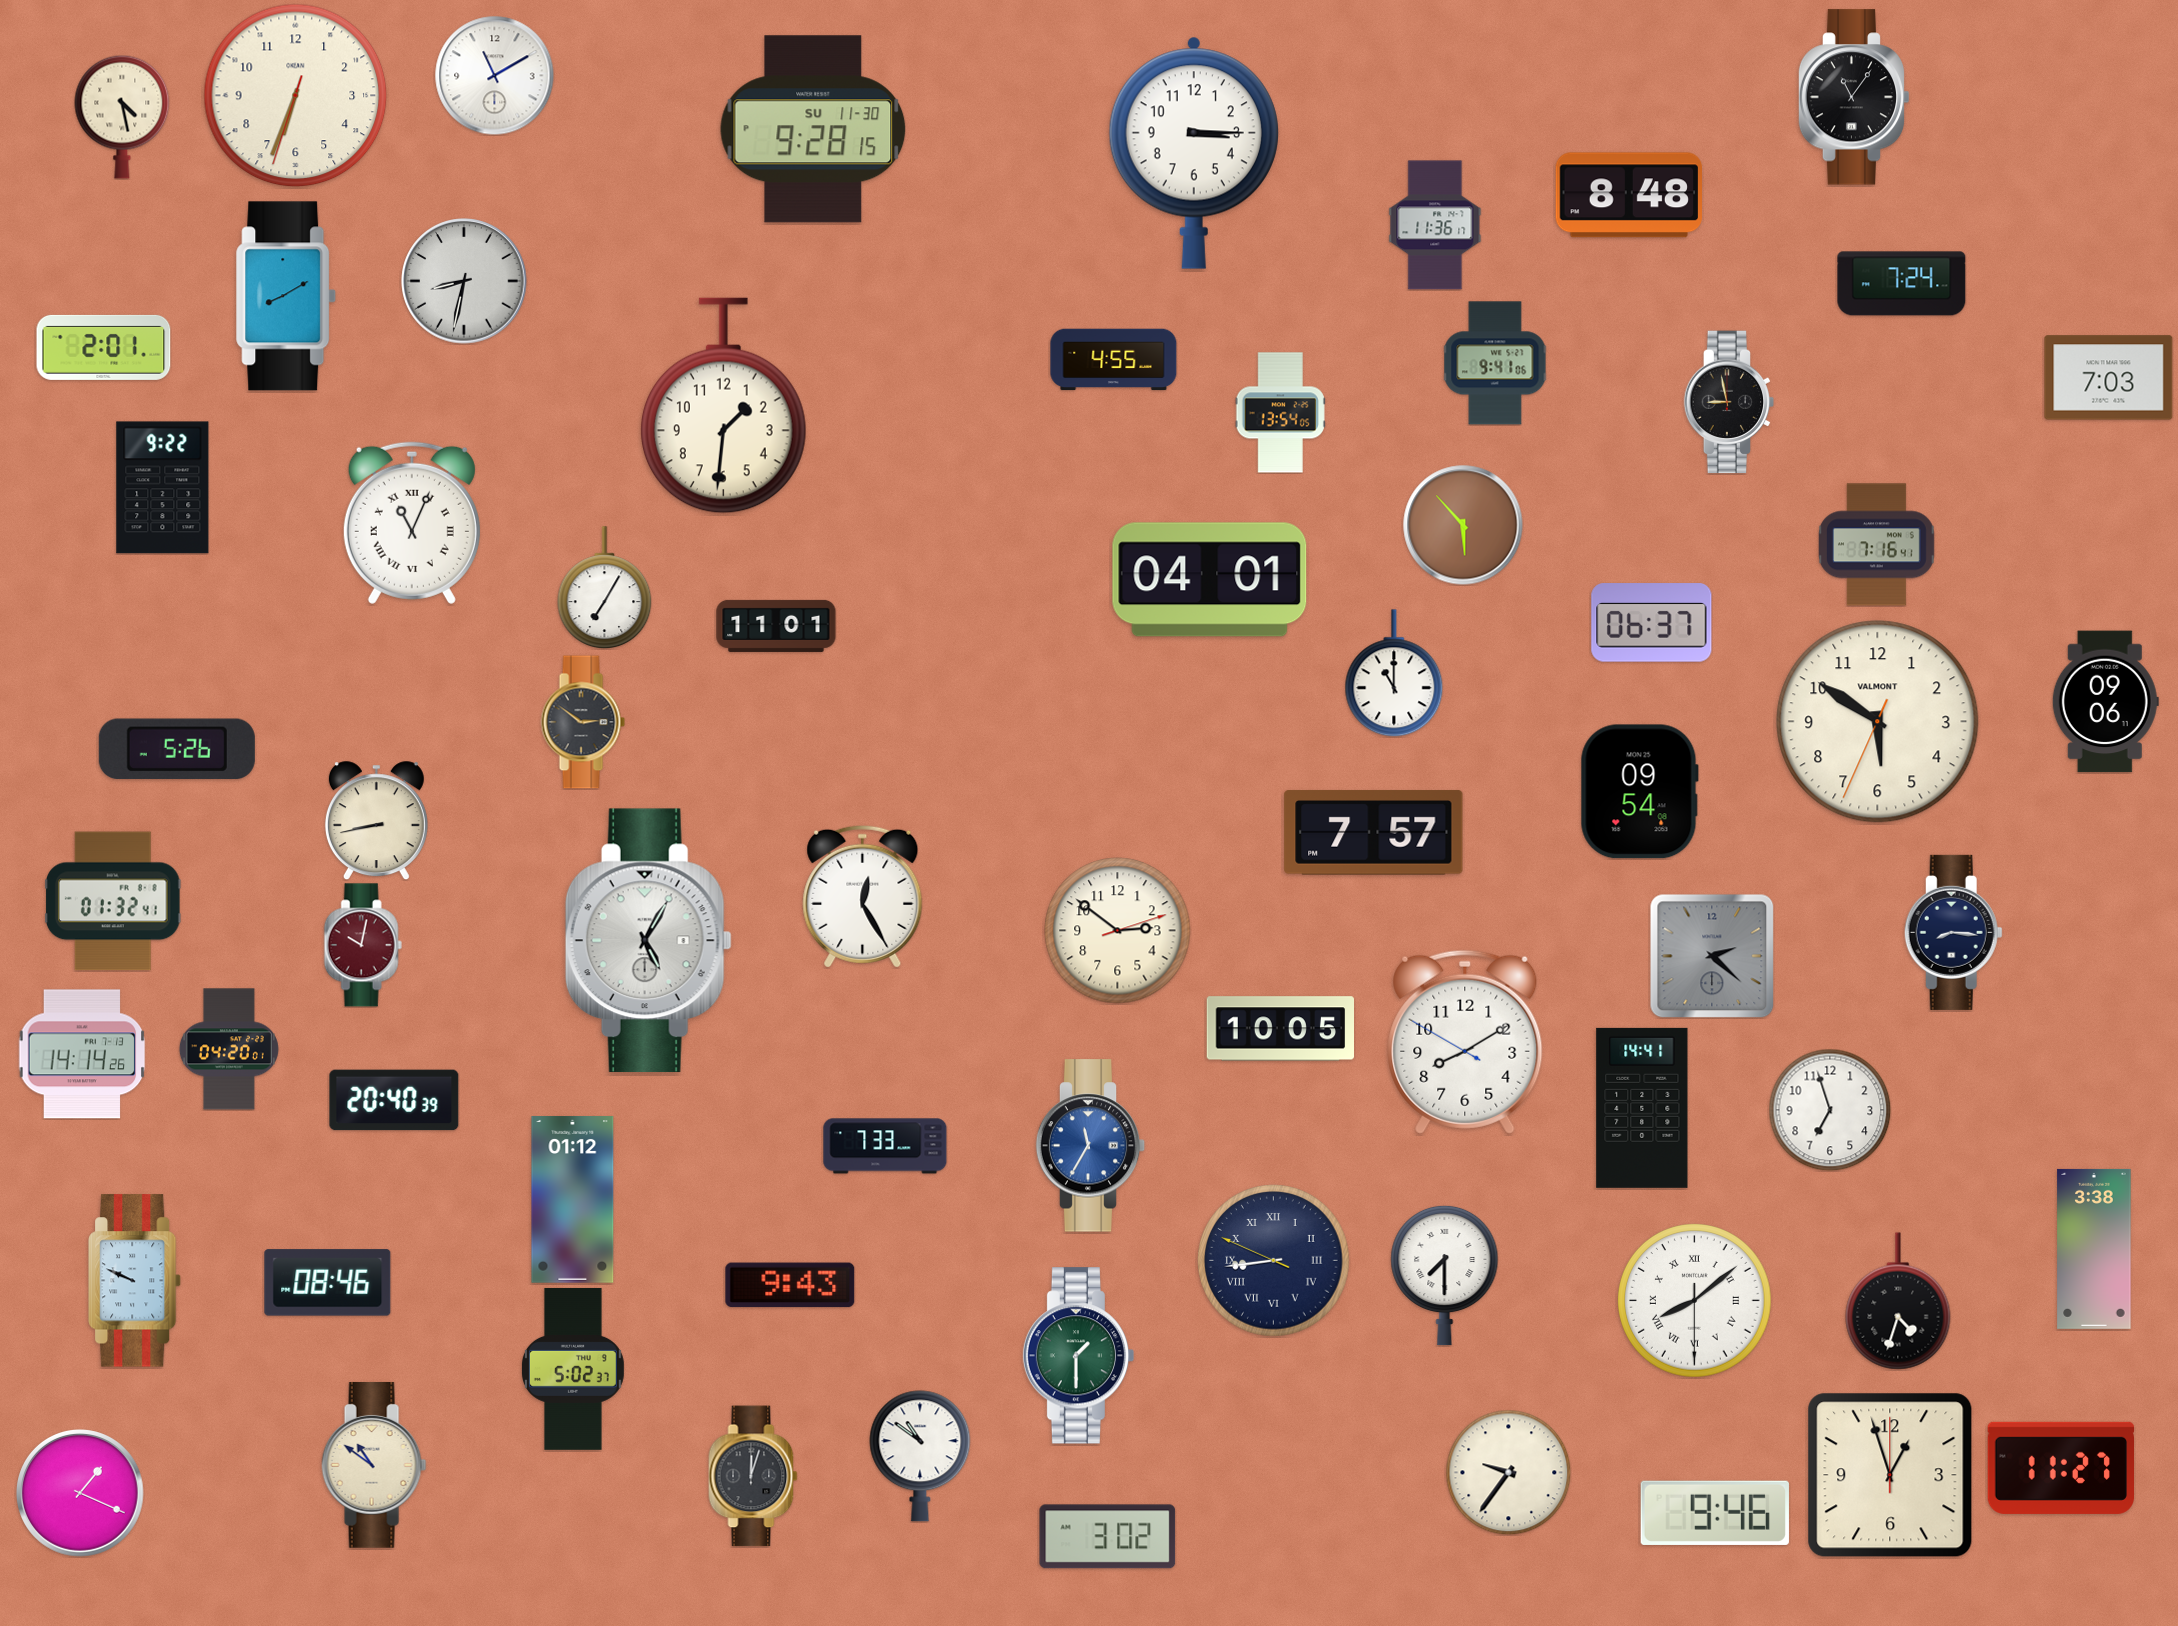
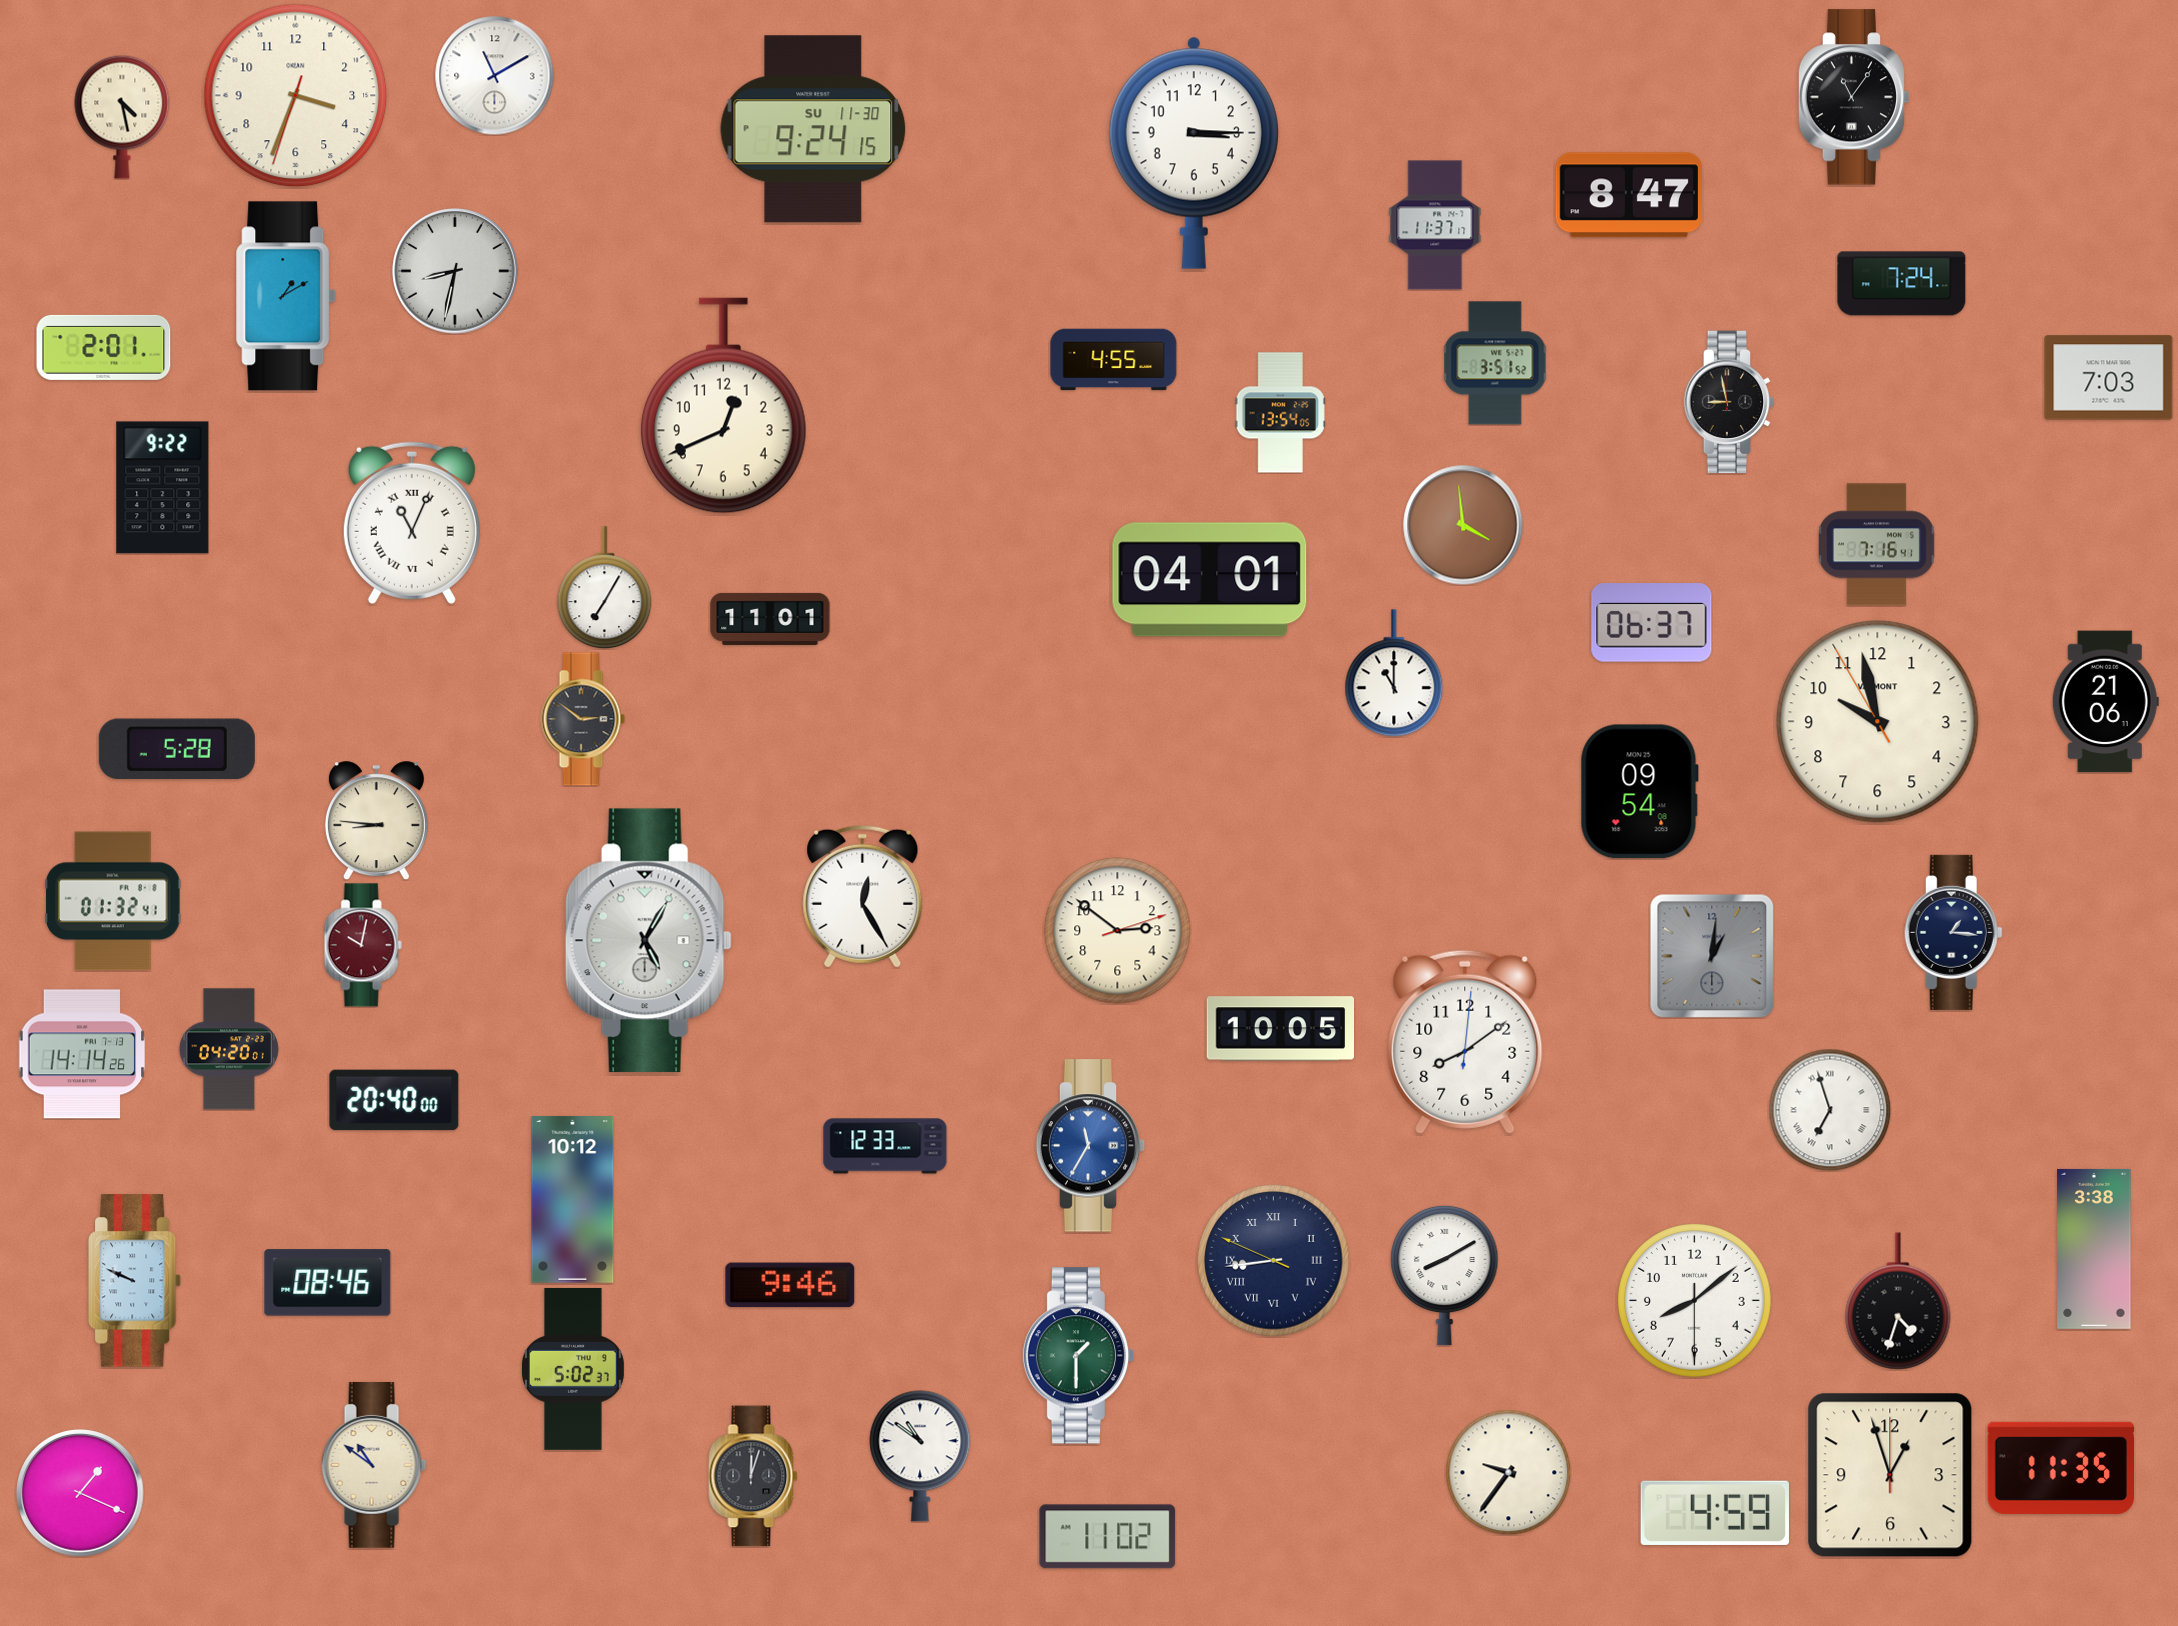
clock at (296, 96): 6:33 -> 3:33
clock at (813, 129): 9:28 -> 9:24
clock at (1629, 195): 8:48 -> 8:47
clock at (1435, 225): 11:36 -> 11:37
clock at (464, 281) position: (464, 281) -> (455, 271)
clock at (286, 296): 8:10 -> 1:10
clock at (1495, 363): 9:41 -> 3:51
clock at (723, 406): 1:31 -> 12:41
clock at (1463, 525): 5:53 -> 3:59
clock at (776, 626) position: (776, 626) -> (770, 619)
clock at (2105, 702): 09:06 -> 21:06
clock at (583, 722) position: (583, 722) -> (583, 719)
clock at (1878, 722): 5:50 -> 9:57
clock at (177, 749): 5:26 -> 5:28
clock at (376, 821): 8:43 -> 8:46
clock at (1374, 833): 7:57 -> none
clock at (1953, 932): 8:16 -> 1:16
clock at (1712, 956): 2:22 -> 1:01
clock at (1465, 1042): 8:09:50 -> 8:09:01
clock at (394, 1100): 20:40:39 -> 20:40:00
clock at (1642, 1108): 14:41 -> none
clock at (1830, 1110) numerals: Arabic -> Roman
clock at (885, 1146): 7:33 -> 12:33
clock at (573, 1200): 01:12 -> 10:12
clock at (1445, 1275): 7:30 -> 8:10
clock at (790, 1285): 9:43 -> 9:46
clock at (1695, 1301) numerals: Roman -> Arabic
clock at (2061, 1468): 11:27 -> 11:35
clock at (1715, 1513): 9:46 -> 4:59
clock at (1108, 1537): 3:02 -> 11:02
